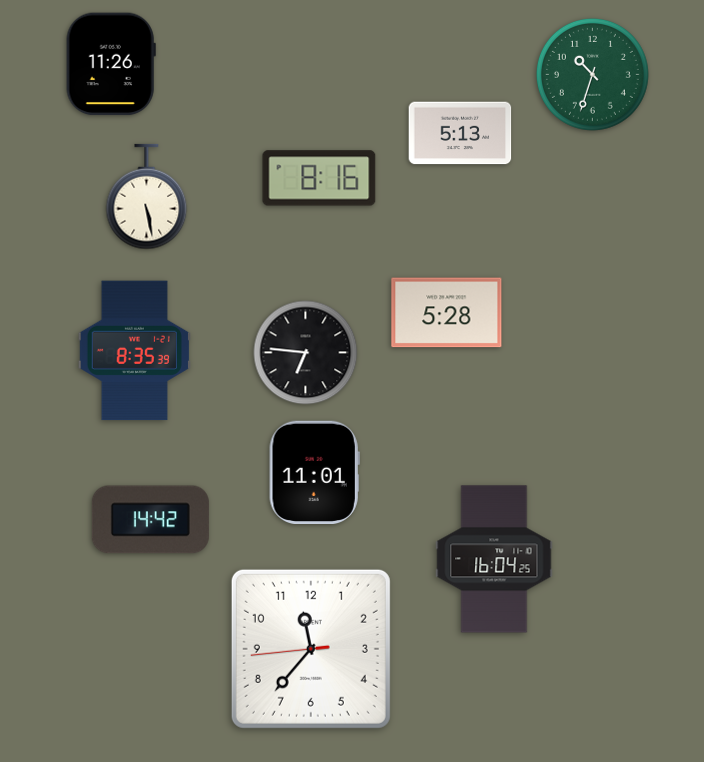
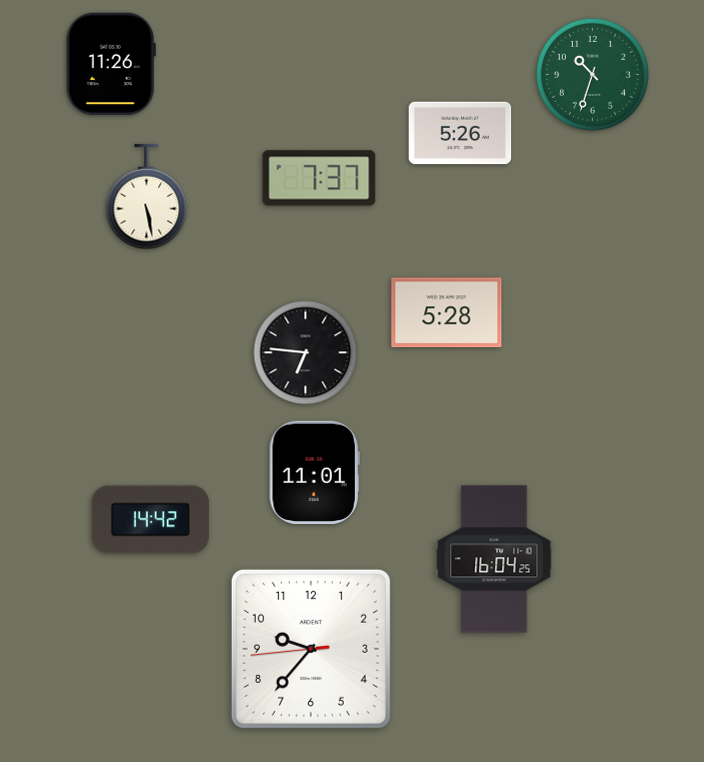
clock at (460, 133): 5:13 -> 5:26
clock at (319, 178): 8:16 -> 7:37
clock at (134, 351): 8:35 -> none
clock at (311, 649): 11:36 -> 9:36
